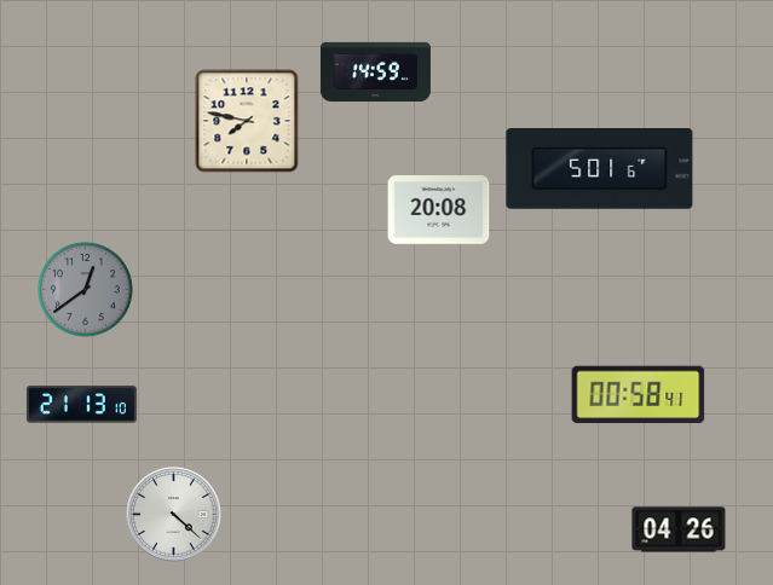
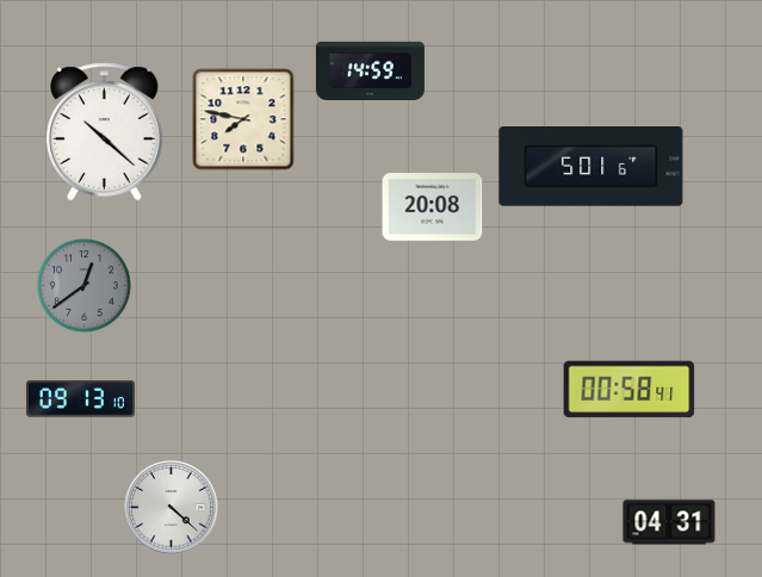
clock at (105, 132): none -> 10:22
clock at (81, 405): 21:13 -> 09:13
clock at (679, 529): 04:26 -> 04:31
